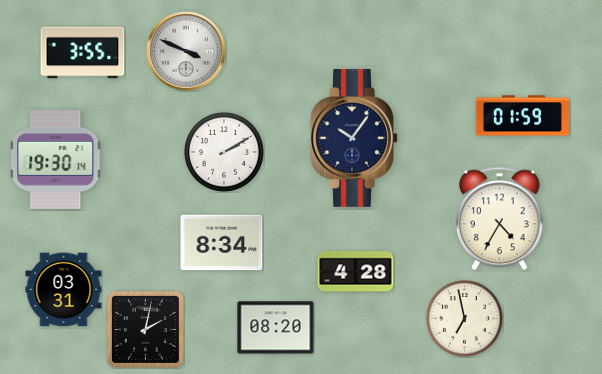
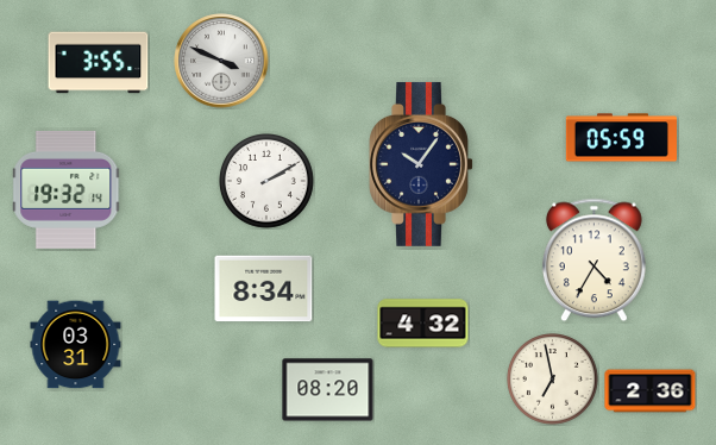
clock at (522, 116): 01:59 -> 05:59
clock at (56, 159): 19:30 -> 19:32
clock at (356, 272): 4:28 -> 4:32
clock at (145, 329): 2:02 -> none
clock at (651, 391): none -> 2:36
